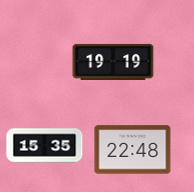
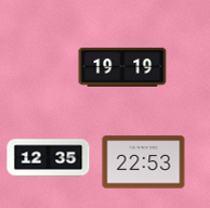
clock at (45, 146): 15:35 -> 12:35
clock at (133, 150): 22:48 -> 22:53
